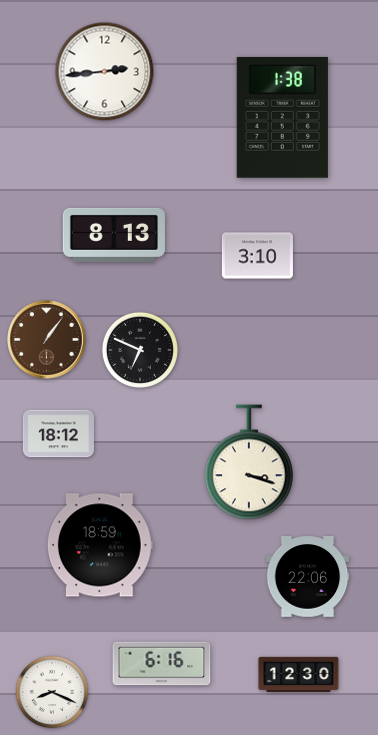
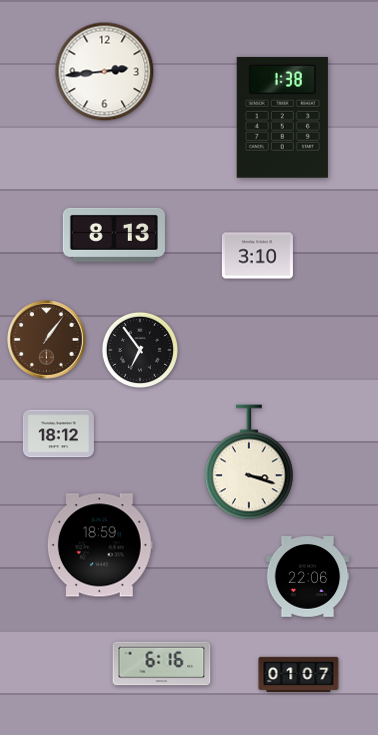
clock at (139, 349): 6:49 -> 6:54
clock at (299, 674): 12:30 -> 01:07
clock at (52, 692): 8:19 -> none
